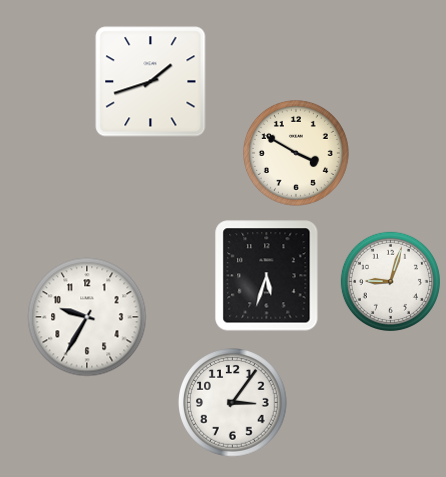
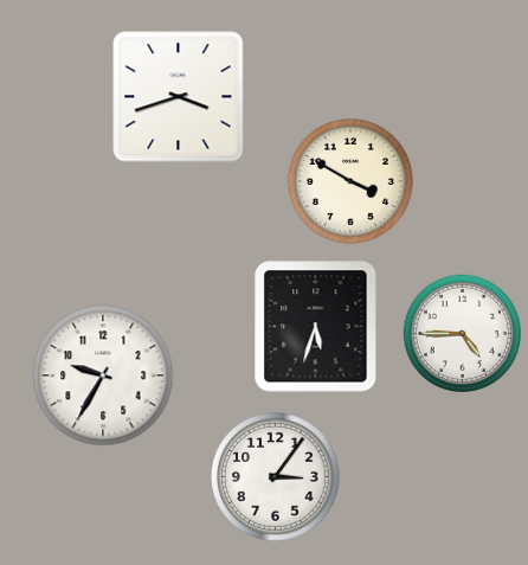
clock at (151, 82): 1:42 -> 3:42
clock at (390, 281): 9:03 -> 4:45
